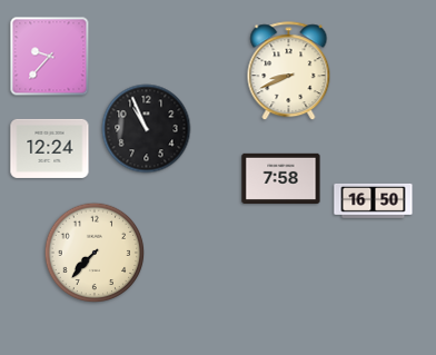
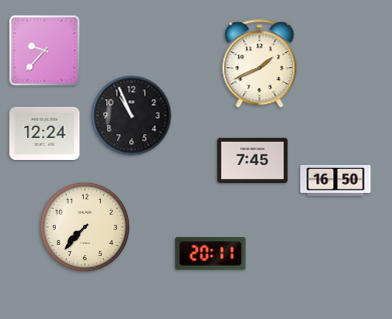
clock at (289, 71): 8:41 -> 1:41
clock at (281, 178): 7:58 -> 7:45
clock at (211, 254): none -> 20:11
